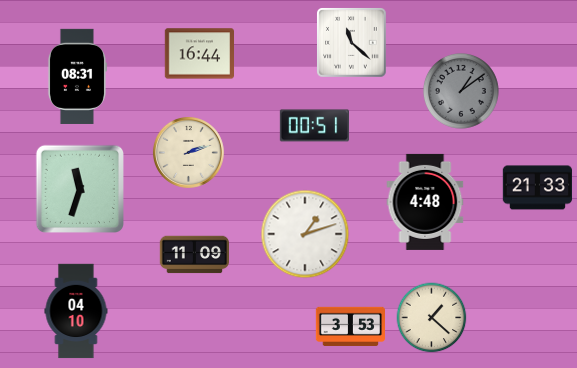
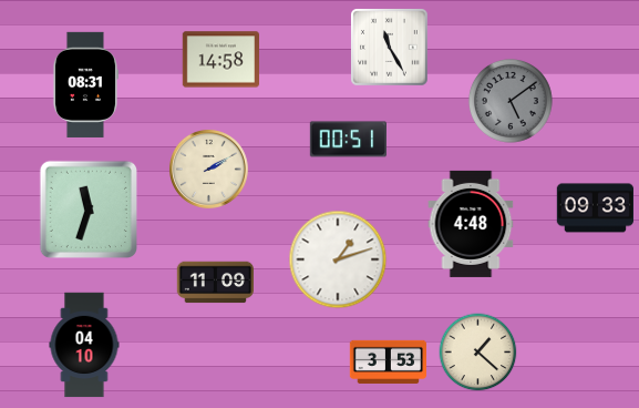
clock at (352, 43): 11:22 -> 11:25
clock at (199, 54): 16:44 -> 14:58
clock at (461, 91): 1:09 -> 5:09
clock at (188, 152): 2:12 -> 2:10
clock at (537, 188): 21:33 -> 09:33
